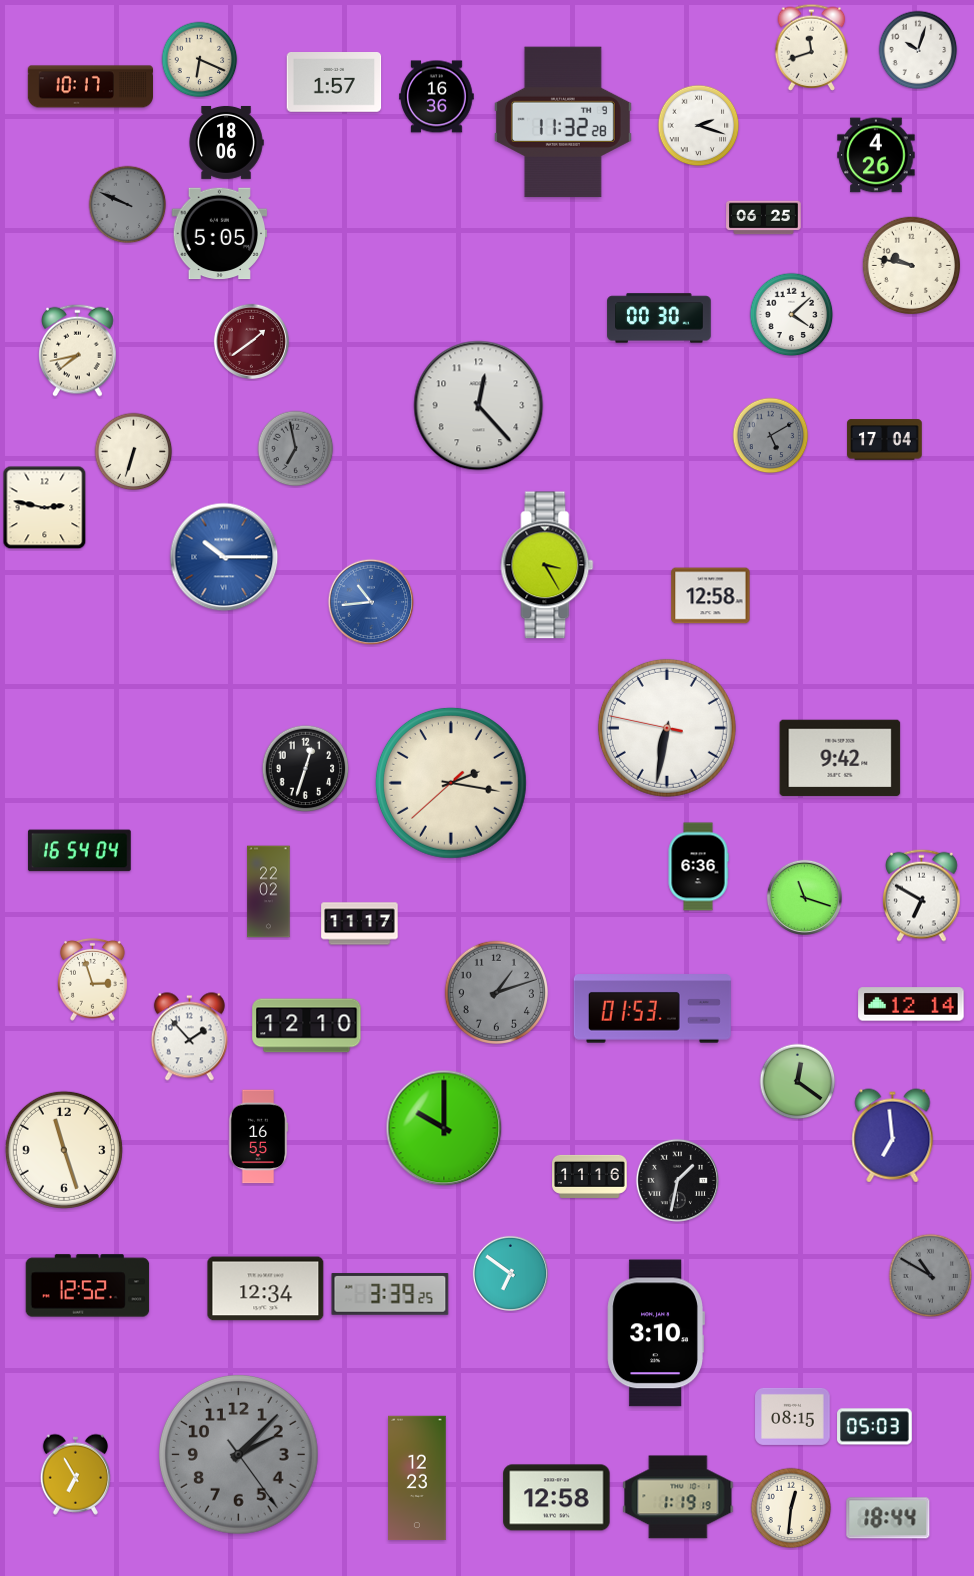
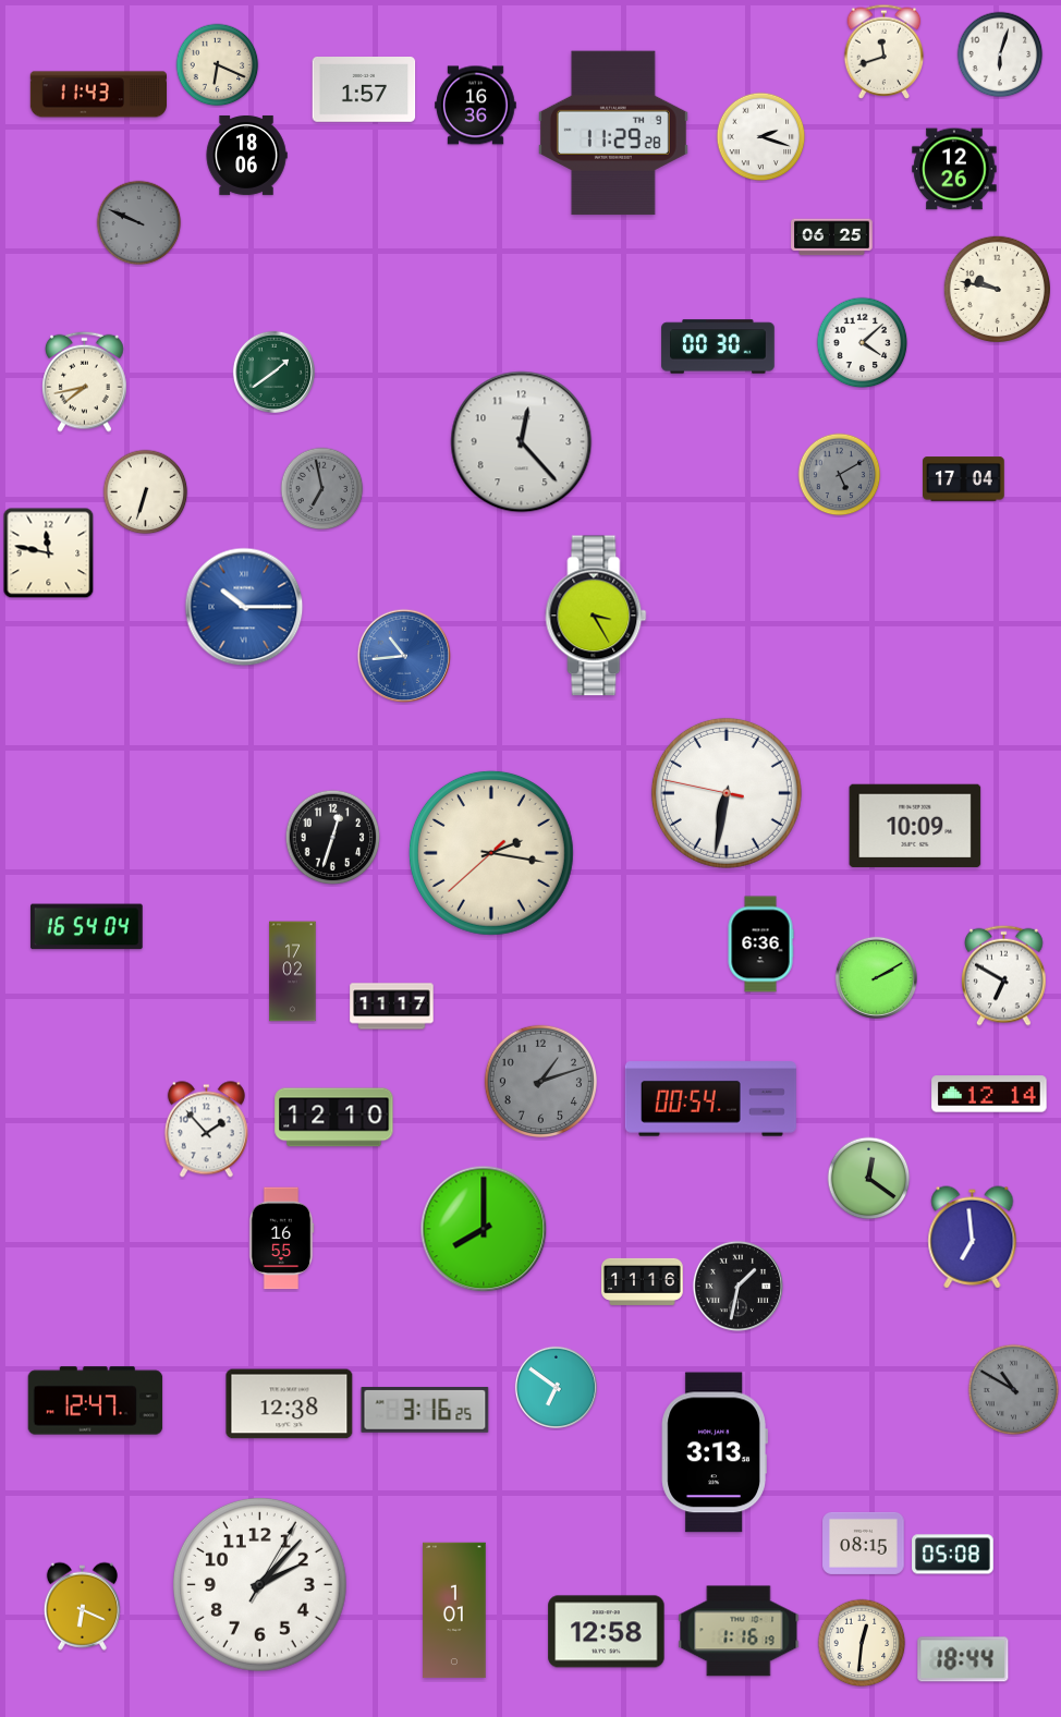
clock at (918, 50): 10:03 -> 6:03
clock at (90, 87): 10:17 -> 11:43
clock at (563, 122): 11:32 -> 11:29
clock at (876, 155): 4:26 -> 12:26
clock at (220, 234): 5:05 -> none
clock at (911, 265) position: (911, 265) -> (997, 289)
clock at (251, 341) dial: burgundy -> green
clock at (45, 508): 2:47 -> 11:47
clock at (711, 596): 12:58 -> none
clock at (840, 757): 9:42 -> 10:09
clock at (269, 892): 22:02 -> 17:02
clock at (804, 897): 11:18 -> 2:10
clock at (93, 979): 2:57 -> none
clock at (911, 1004) position: (911, 1004) -> (989, 1094)
clock at (652, 1009): 01:53 -> 00:54
clock at (444, 1128): 10:00 -> 8:00
clock at (64, 1150): 11:27 -> none
clock at (88, 1286): 12:52 -> 12:47
clock at (266, 1289): 12:34 -> 12:38
clock at (390, 1294): 3:39 -> 3:16
clock at (656, 1333): 3:10 -> 3:13
clock at (875, 1427): 05:03 -> 05:08
clock at (238, 1454): 2:07:24 -> 2:07:05
clock at (238, 1454) dial: grey -> white
clock at (75, 1474): 6:55 -> 6:19
clock at (417, 1478): 12:23 -> 1:01
clock at (678, 1497): 1:19 -> 1:16
clock at (888, 1518) position: (888, 1518) -> (963, 1659)
